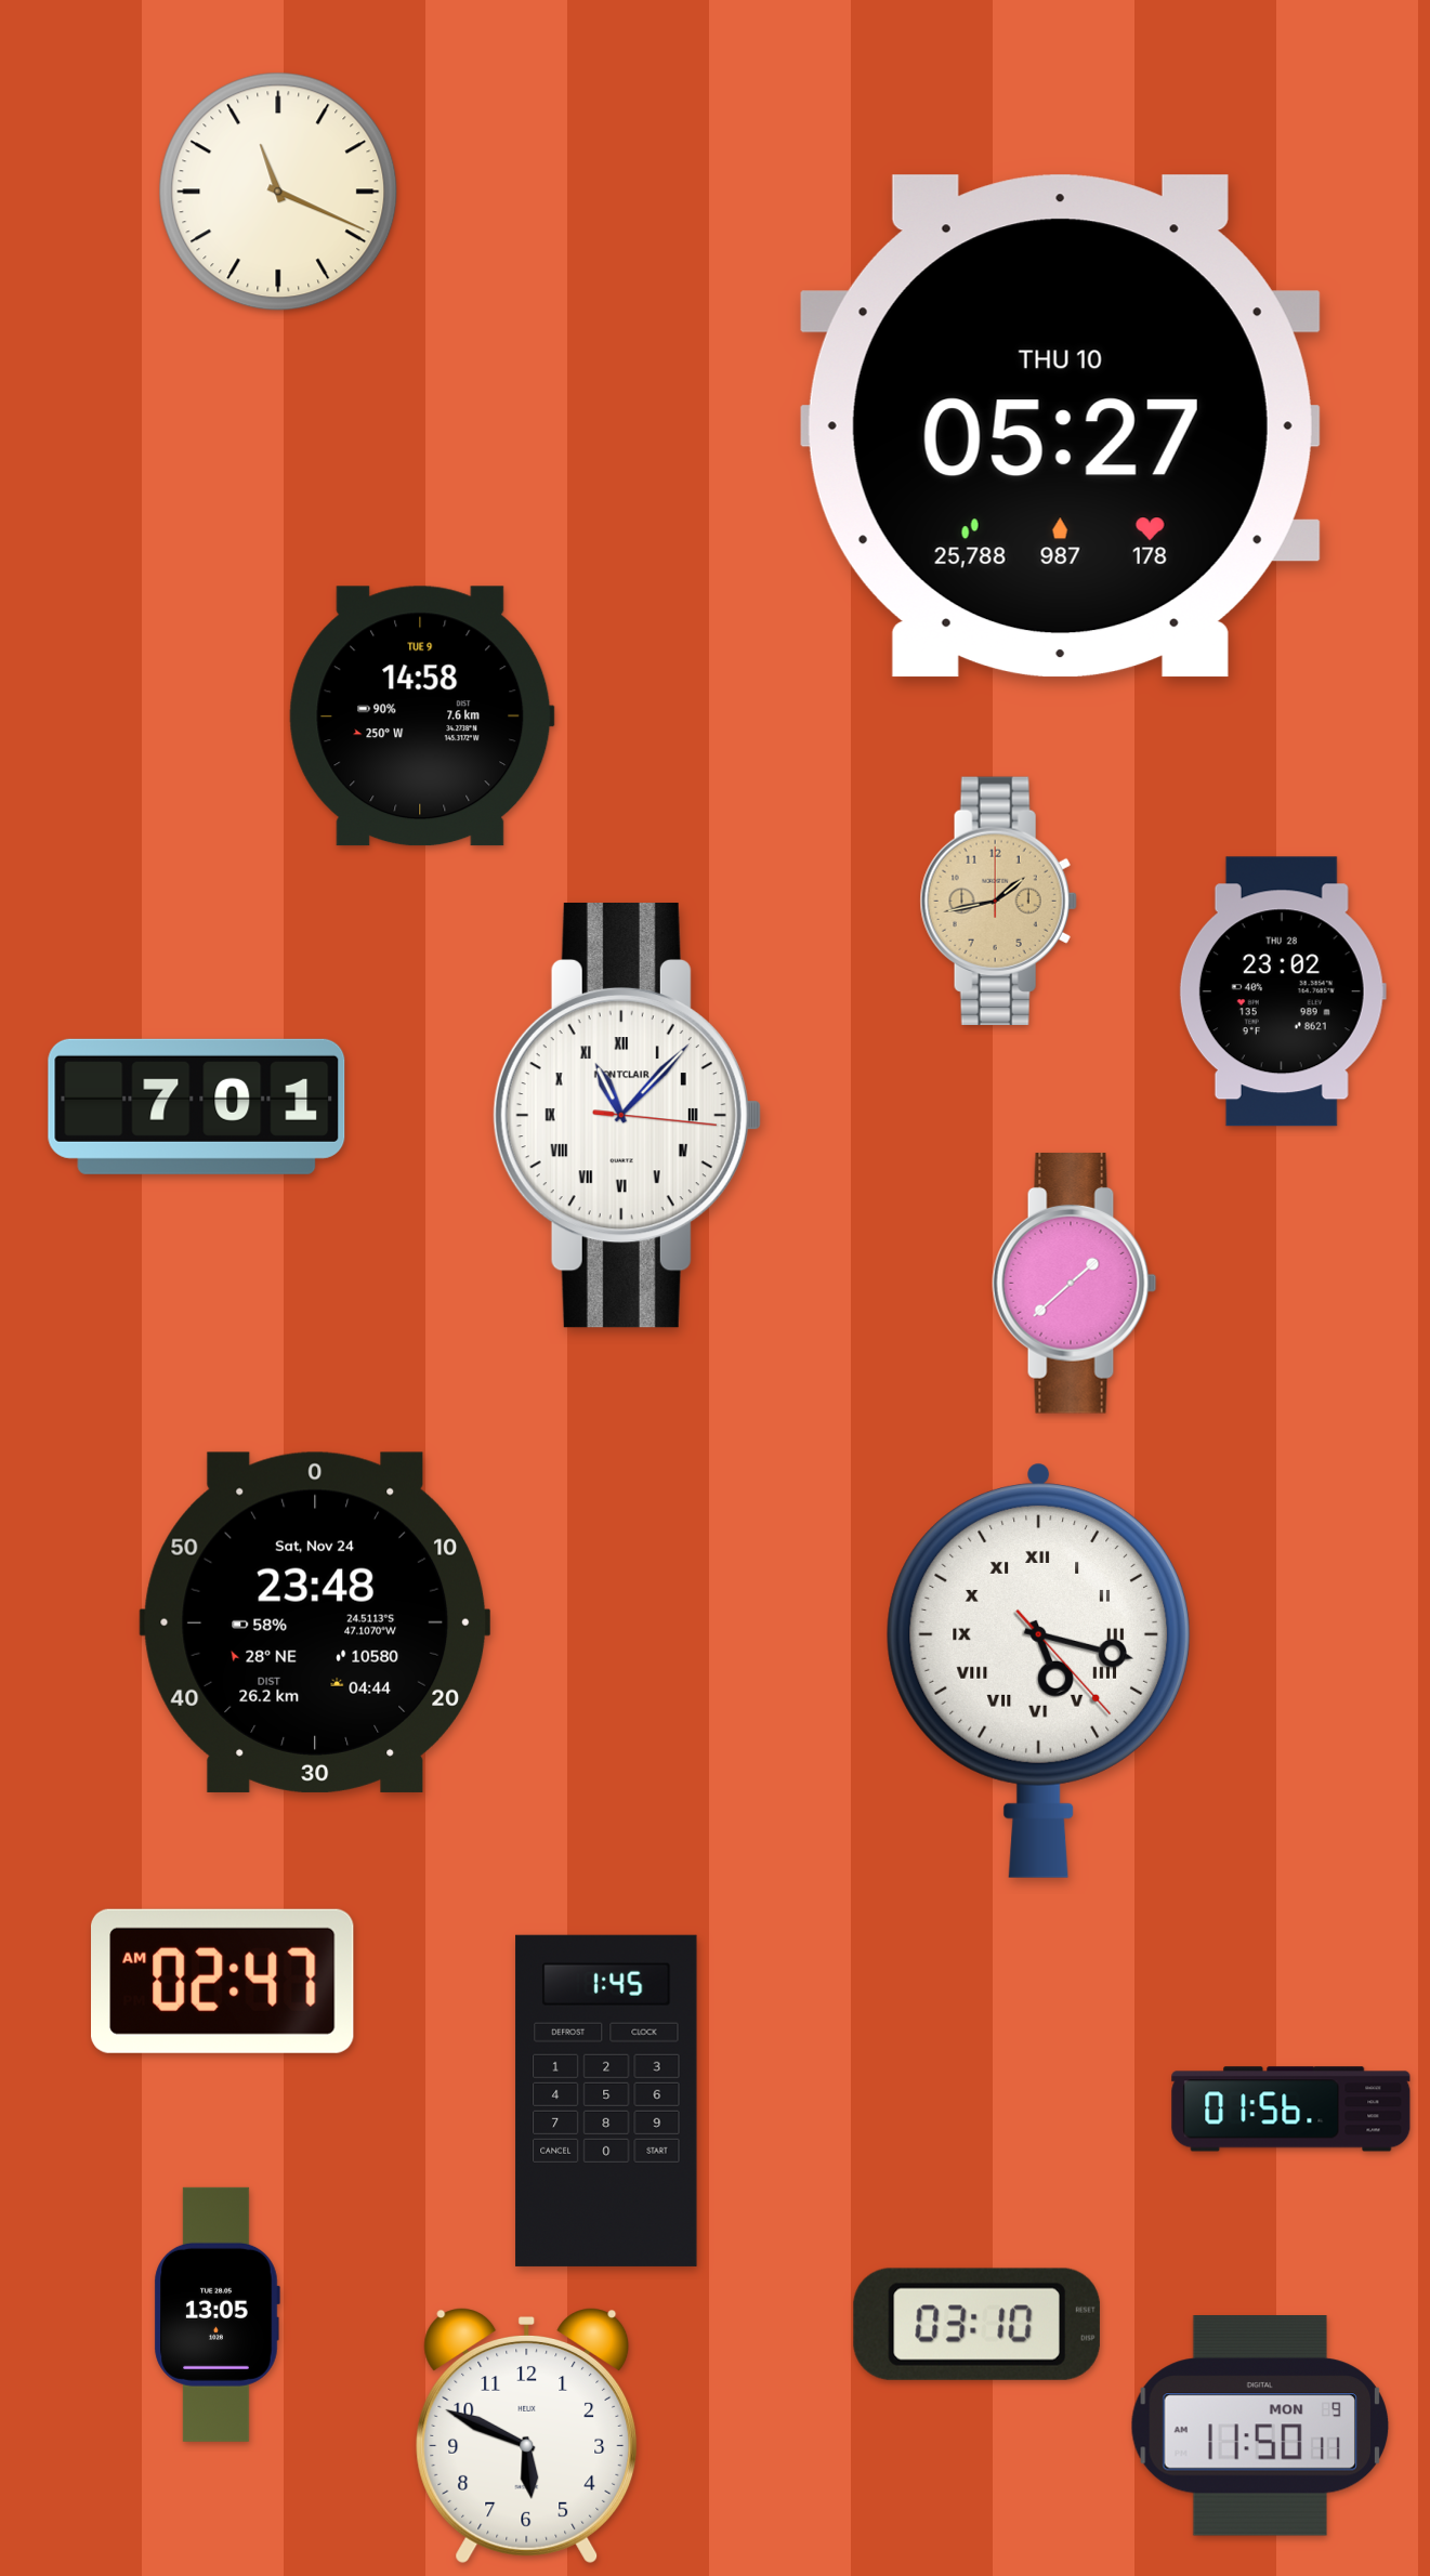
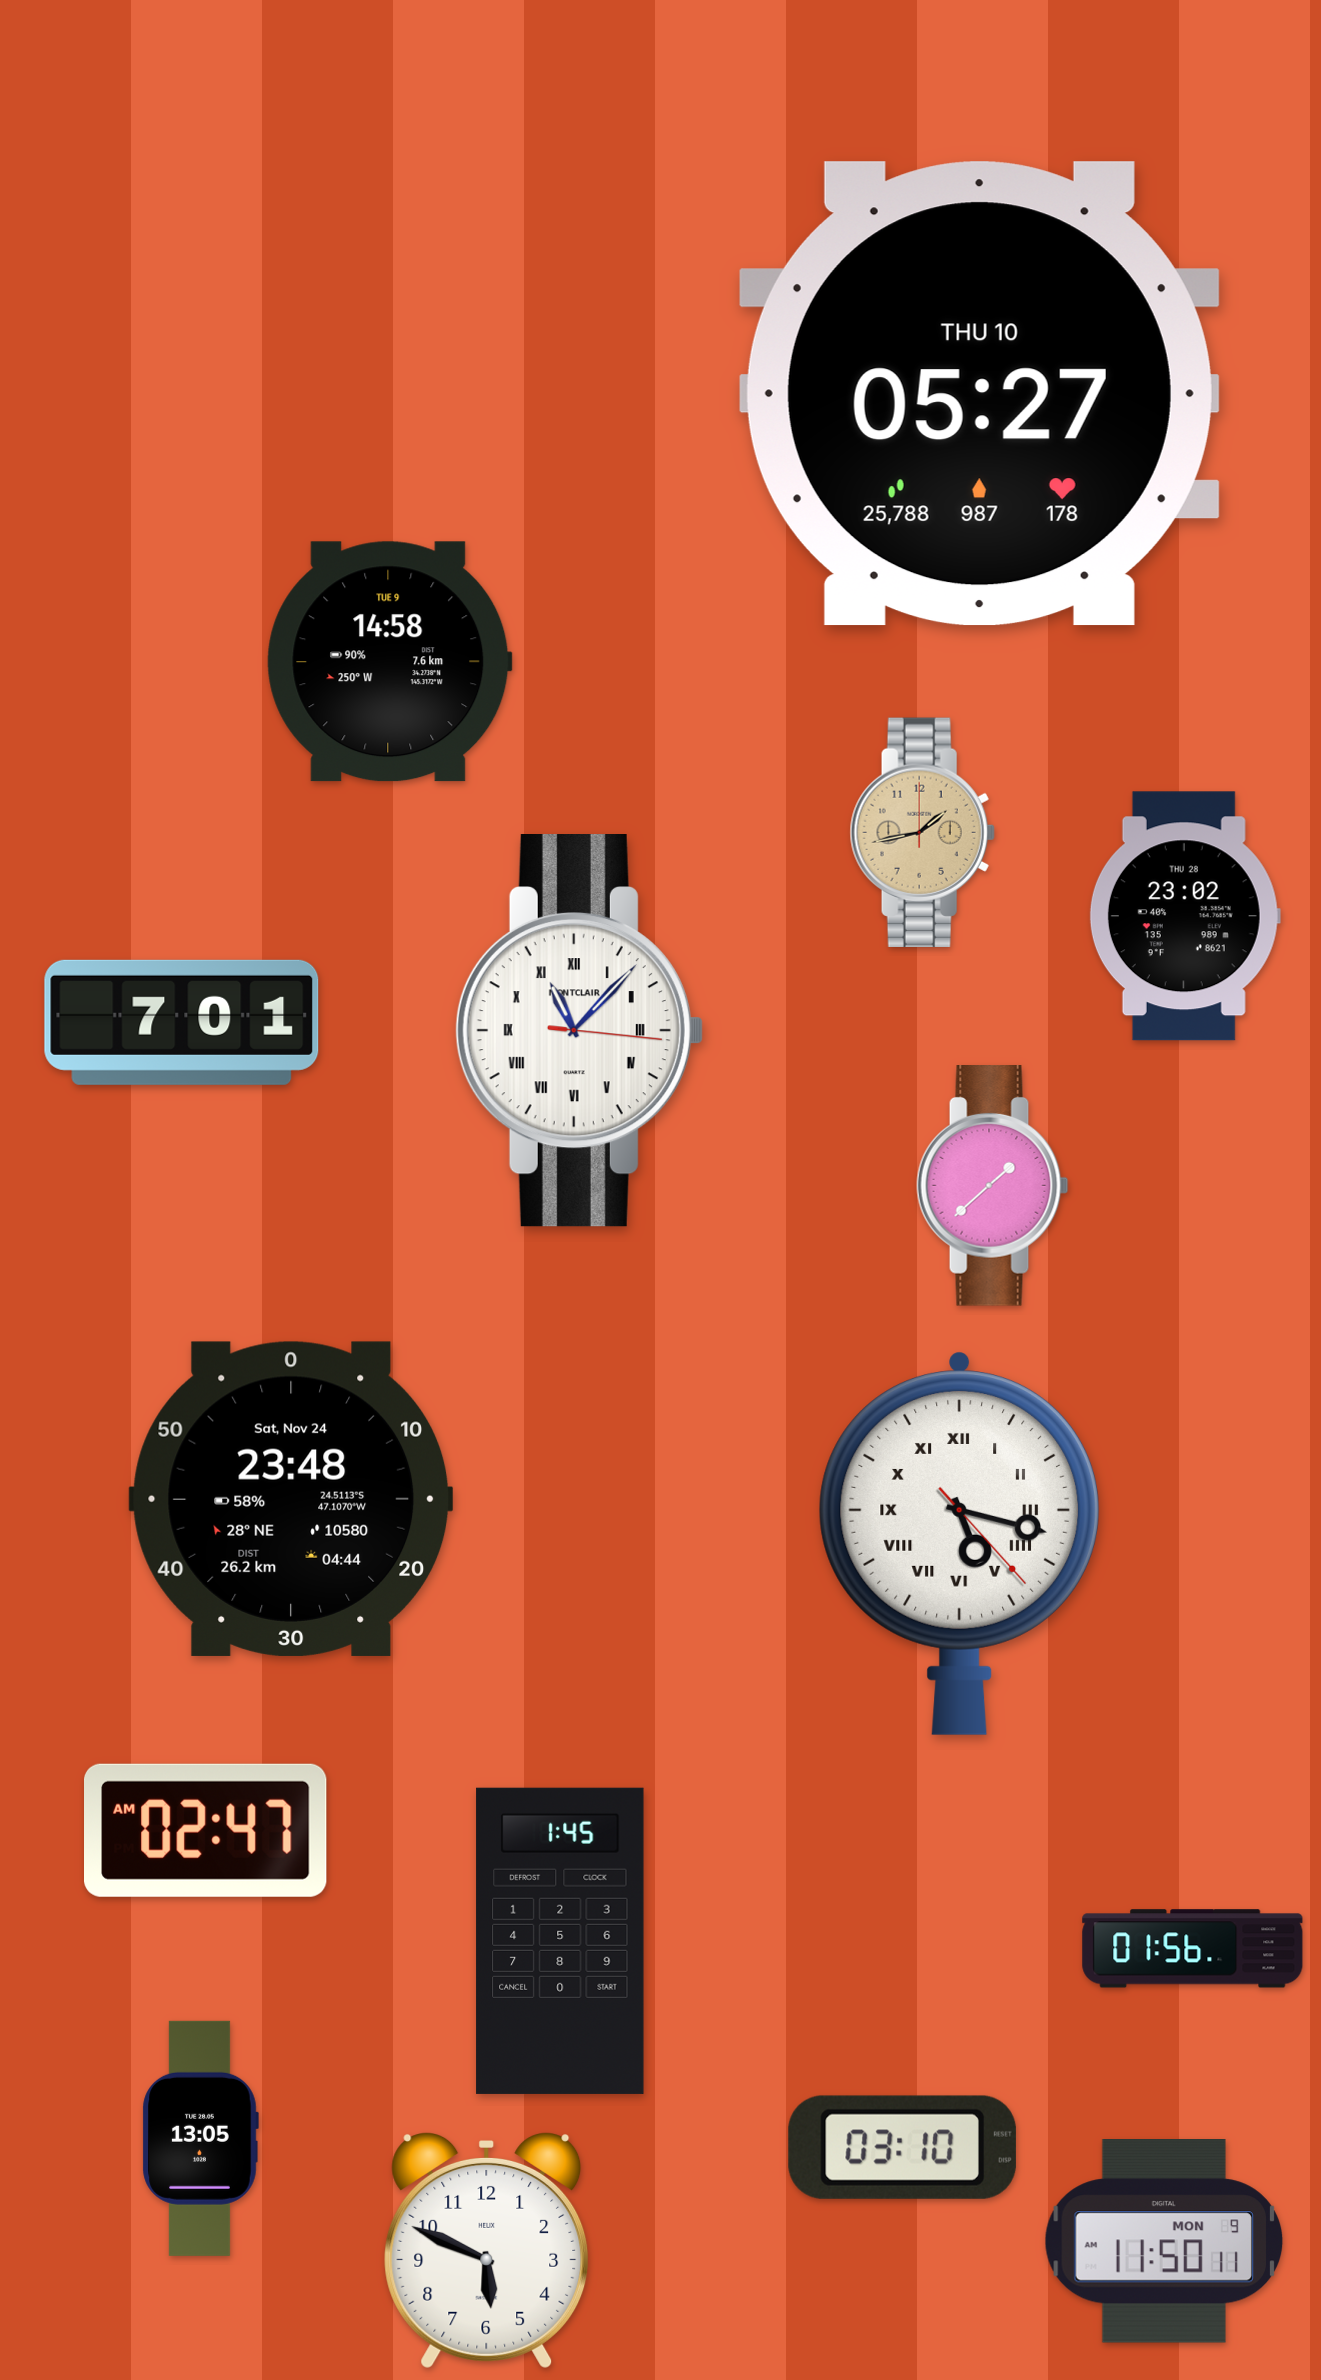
clock at (278, 192): 11:19 -> none
